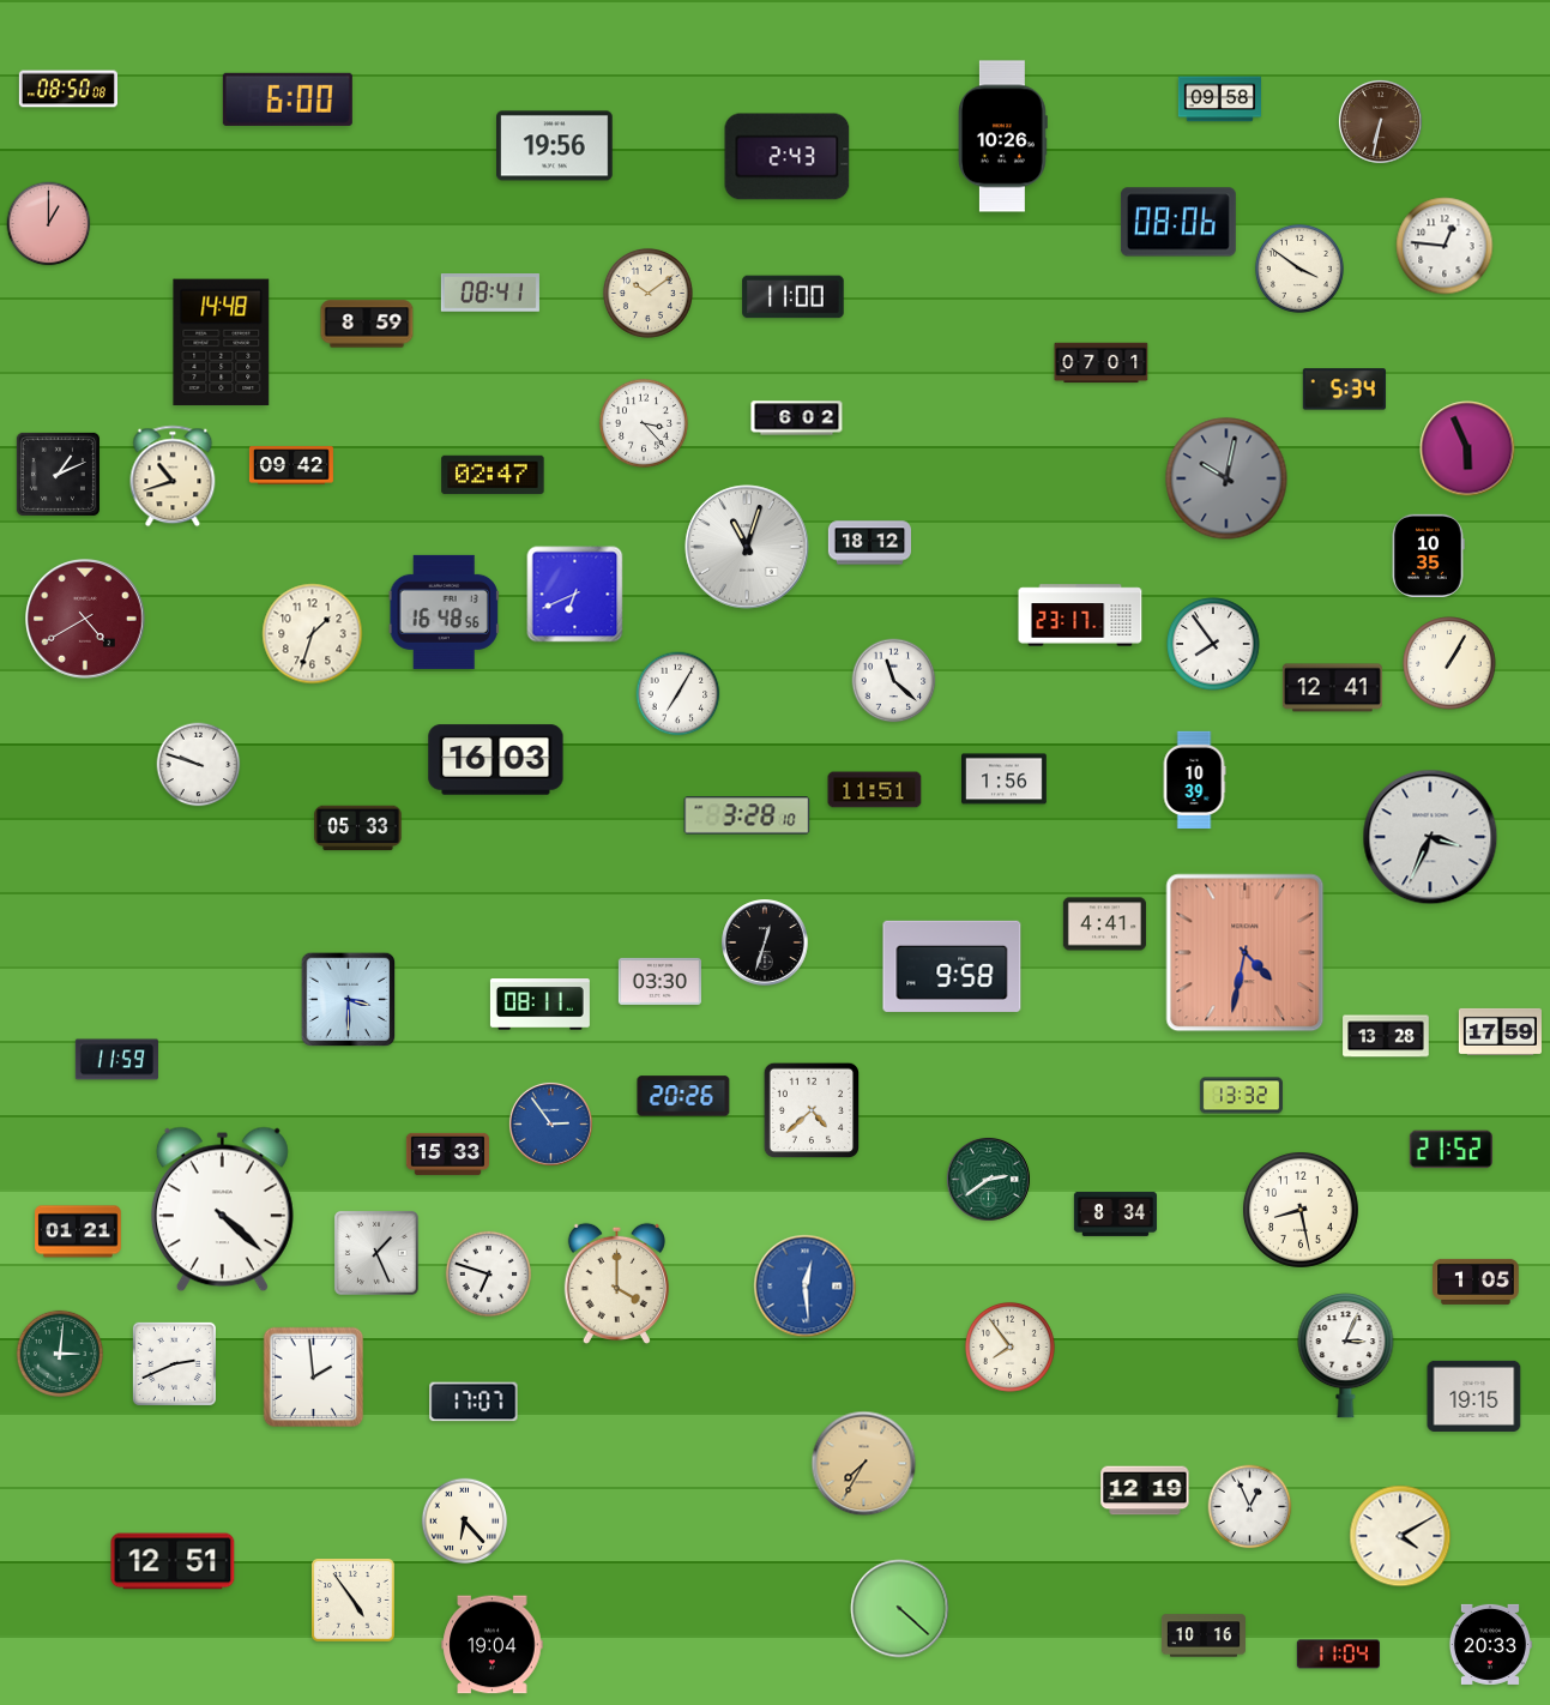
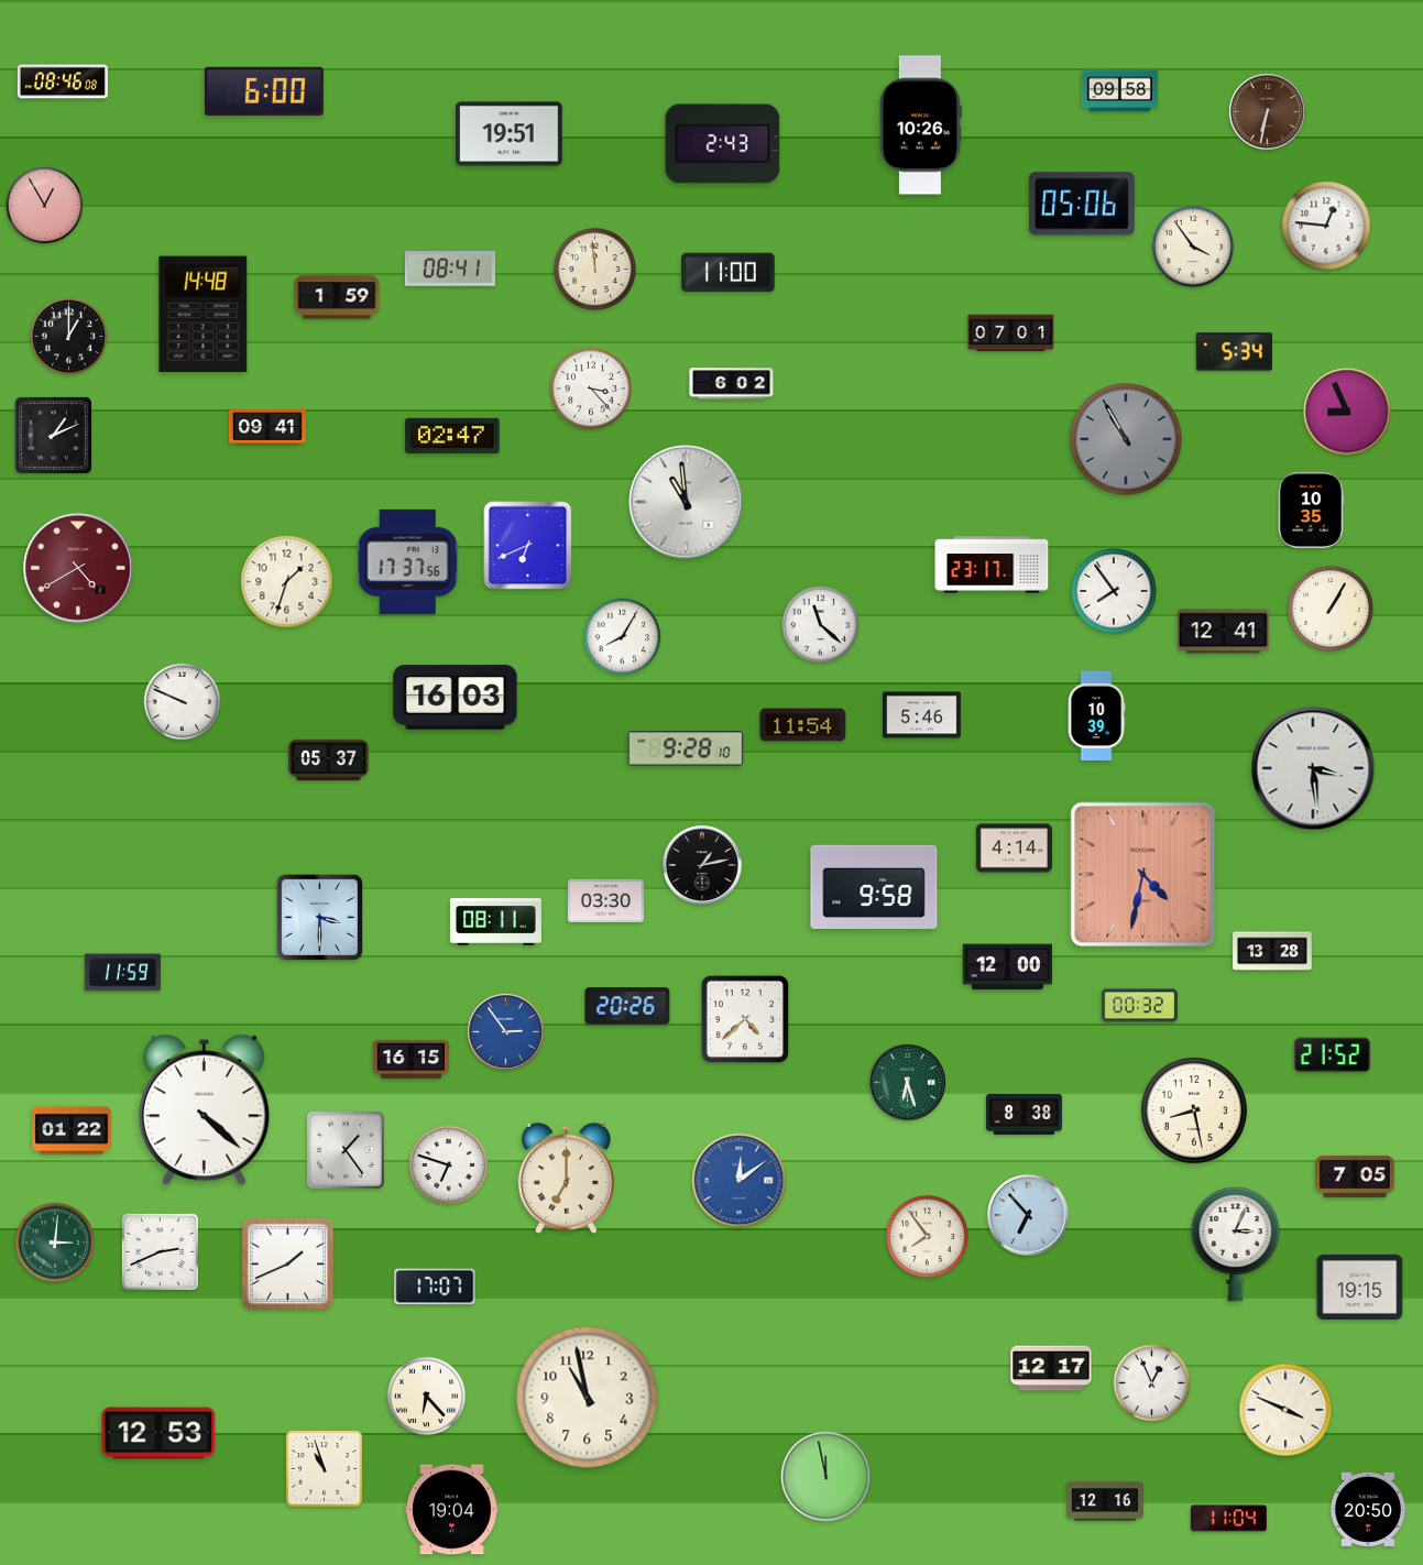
clock at (68, 89): 08:50 -> 08:46
clock at (555, 146): 19:56 -> 19:51
clock at (1178, 222): 08:06 -> 05:06
clock at (49, 224): 1:00 -> 12:55
clock at (1299, 269): 3:51 -> 3:54
clock at (647, 293): 10:09 -> 11:59
clock at (367, 324): 8:59 -> 1:59
clock at (69, 337): none -> 1:00
clock at (1344, 390) position: (1344, 390) -> (1234, 352)
clock at (1467, 448): 5:56 -> 8:56
clock at (291, 465): 09:42 -> 09:41
clock at (173, 476): 10:42 -> none
clock at (1226, 478): 10:02 -> 10:55
clock at (869, 543): 18:12 -> none
clock at (747, 547): 11:03 -> 10:59
clock at (444, 611): 16:48 -> 17:37
clock at (678, 694): 7:05 -> 8:05
clock at (199, 765): 9:48 -> 9:49
clock at (1005, 779): 1:56 -> 5:46
clock at (875, 790): 11:51 -> 11:54
clock at (747, 815): 3:28 -> 9:28
clock at (358, 829): 05:33 -> 05:37
clock at (1430, 837): 3:34 -> 3:29
clock at (1104, 924): 4:41 -> 4:14
clock at (765, 942): 12:33 -> 1:13
clock at (1500, 1031): 17:59 -> none
clock at (1007, 967): none -> 12:00
clock at (116, 1060) position: (116, 1060) -> (122, 973)
clock at (1241, 1096): 13:32 -> 00:32
clock at (447, 1153): 15:33 -> 16:15
clock at (988, 1179): 2:39 -> 6:27
clock at (1115, 1213): 8:34 -> 8:38
clock at (78, 1231): 01:21 -> 01:22
clock at (376, 1254): 1:26 -> 1:24
clock at (489, 1275) position: (489, 1275) -> (449, 1165)
clock at (1476, 1282): 1:05 -> 7:05
clock at (616, 1283): 4:00 -> 7:00
clock at (806, 1287): 12:29 -> 12:09
clock at (1028, 1215): none -> 6:53
clock at (314, 1378): 1:59 -> 1:41
clock at (1474, 1396) position: (1474, 1396) -> (1360, 1287)
clock at (864, 1464): 7:35 -> none
clock at (1145, 1490): 12:19 -> 12:17
clock at (1250, 1507) position: (1250, 1507) -> (1152, 1383)
clock at (588, 1398): none -> 10:58
clock at (1400, 1536): 4:10 -> 3:49
clock at (173, 1561): 12:51 -> 12:53
clock at (354, 1601): 4:54 -> 10:57
clock at (900, 1609): 4:22 -> 11:58
clock at (1204, 1635): 10:16 -> 12:16
clock at (1490, 1644): 20:33 -> 20:50
